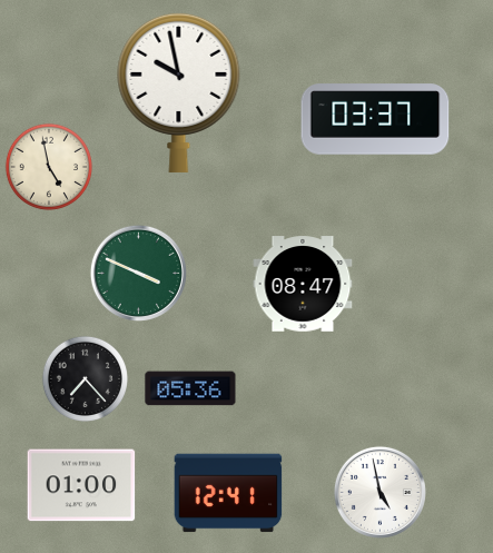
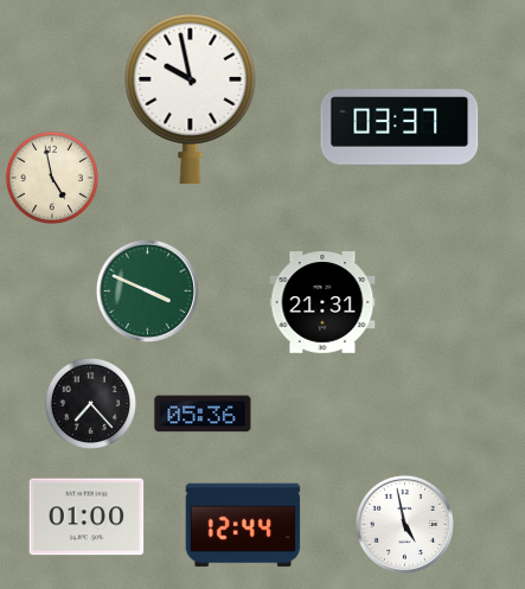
clock at (303, 284): 08:47 -> 21:31
clock at (228, 493): 12:41 -> 12:44
